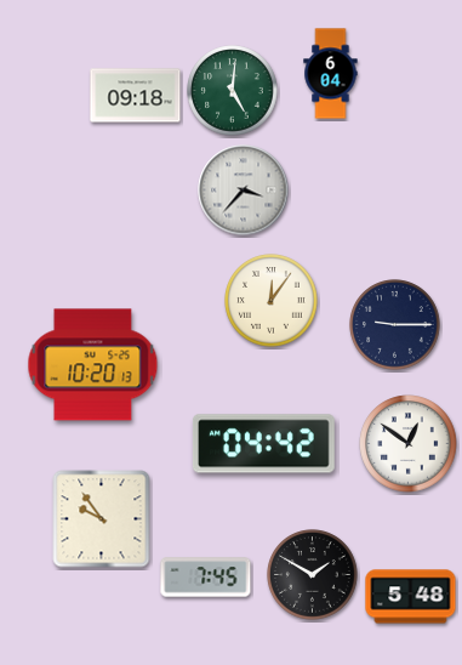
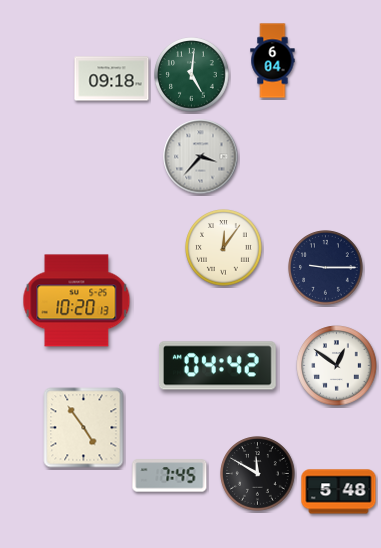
clock at (102, 519): 9:54 -> 4:54
clock at (313, 575): 1:50 -> 11:50
